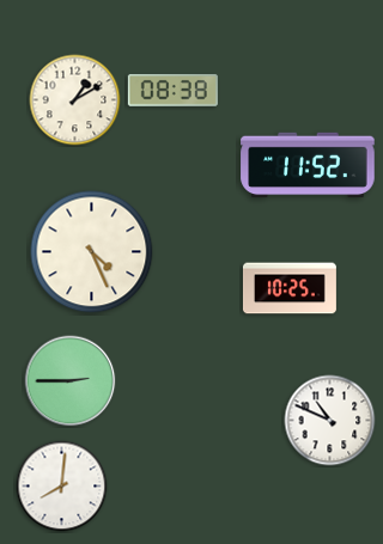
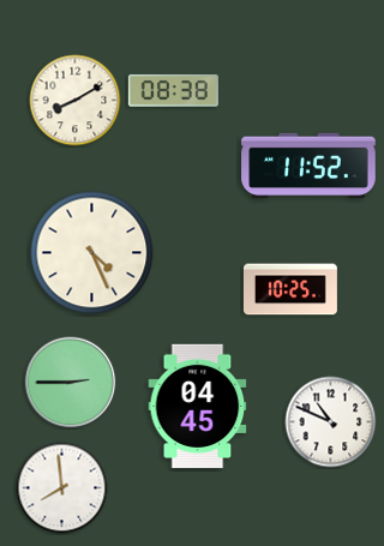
clock at (75, 100): 1:10 -> 8:10
clock at (198, 407): none -> 04:45
clock at (62, 487): 8:01 -> 7:59
